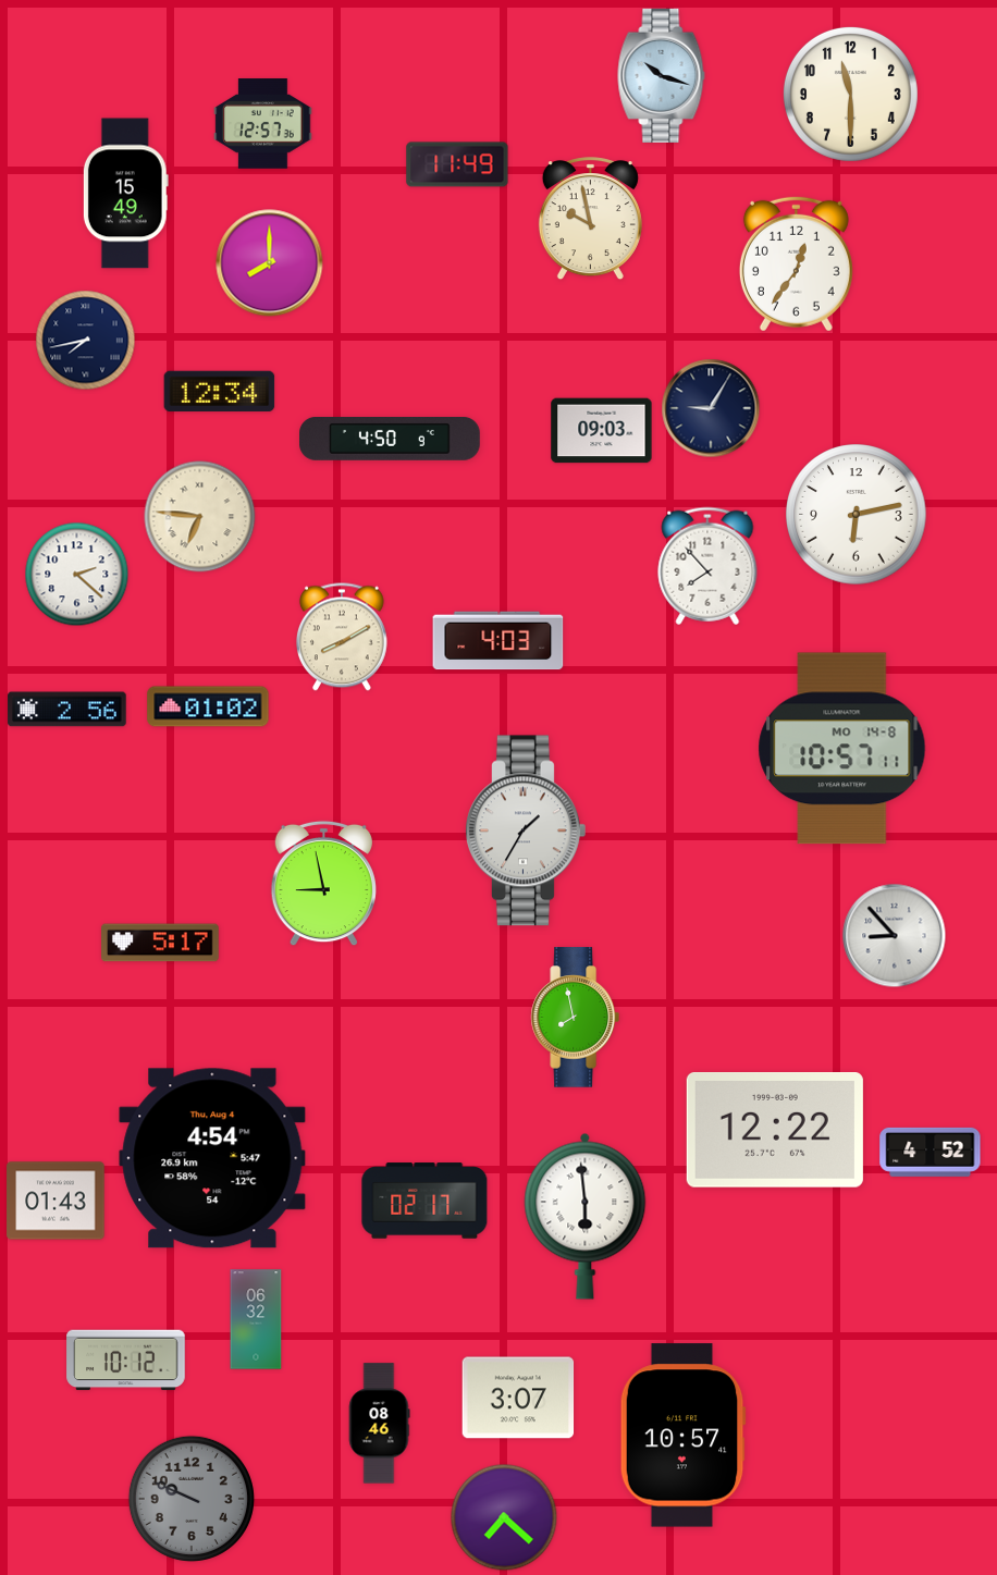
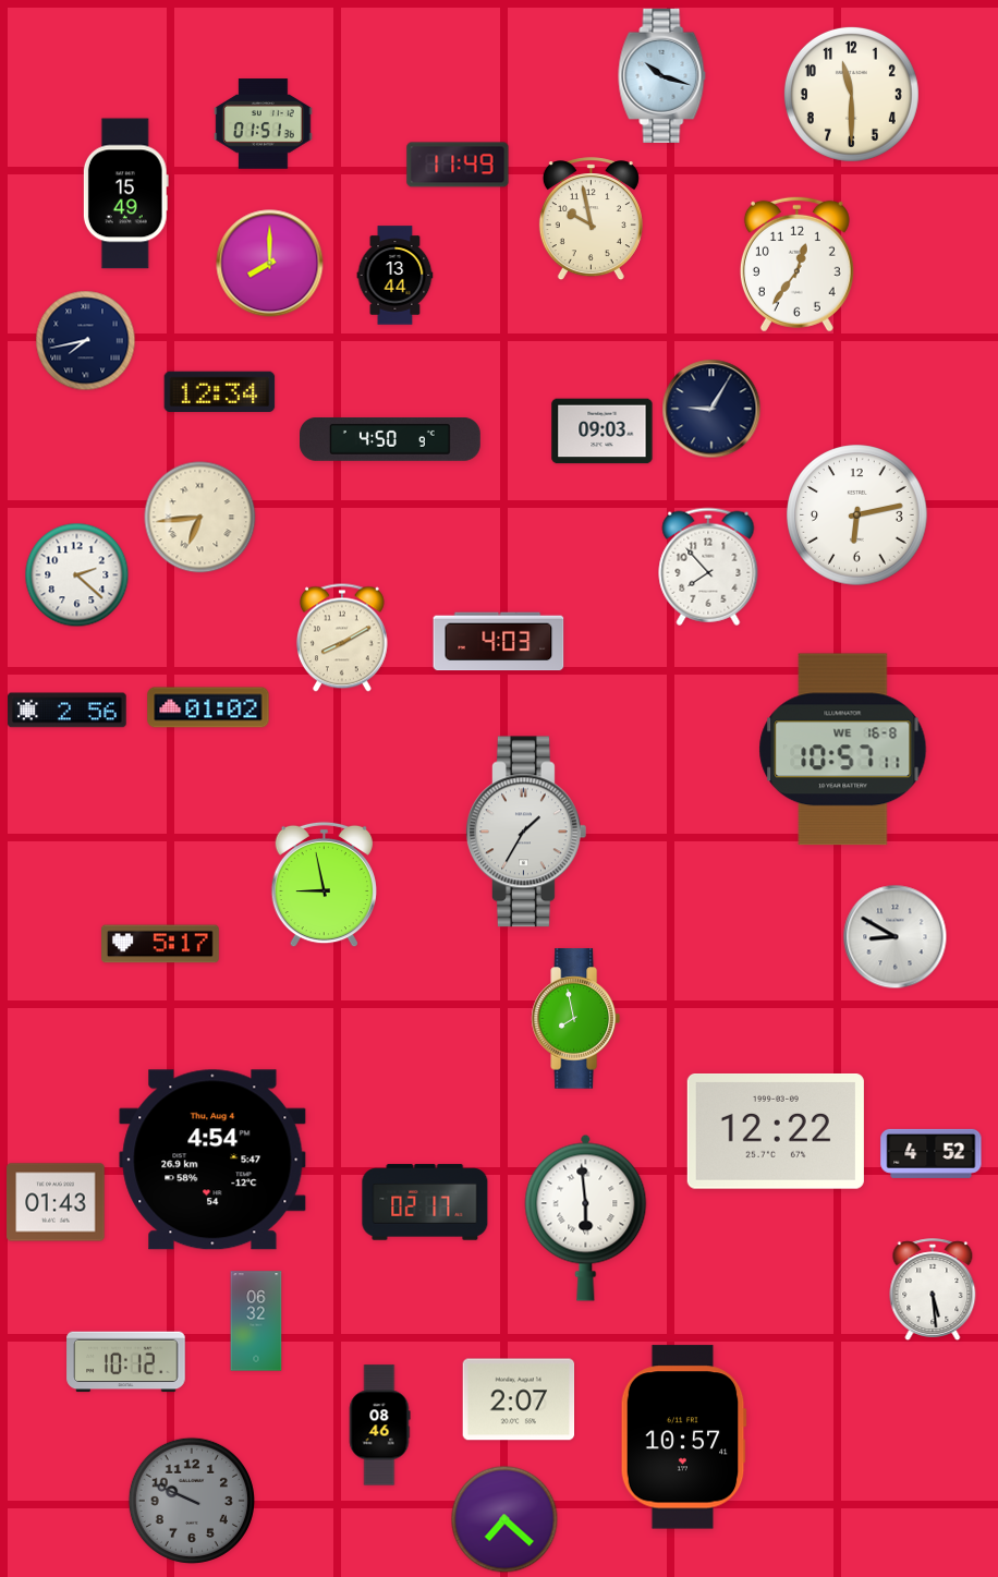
clock at (263, 124): 12:57 -> 01:51
clock at (395, 276): none -> 13:44
clock at (200, 517): 6:46 -> 6:44
clock at (842, 749) date: MO 14-8 -> WE 16-8
clock at (895, 936): 8:53 -> 8:50
clock at (933, 1289): none -> 5:29
clock at (518, 1398): 3:07 -> 2:07
